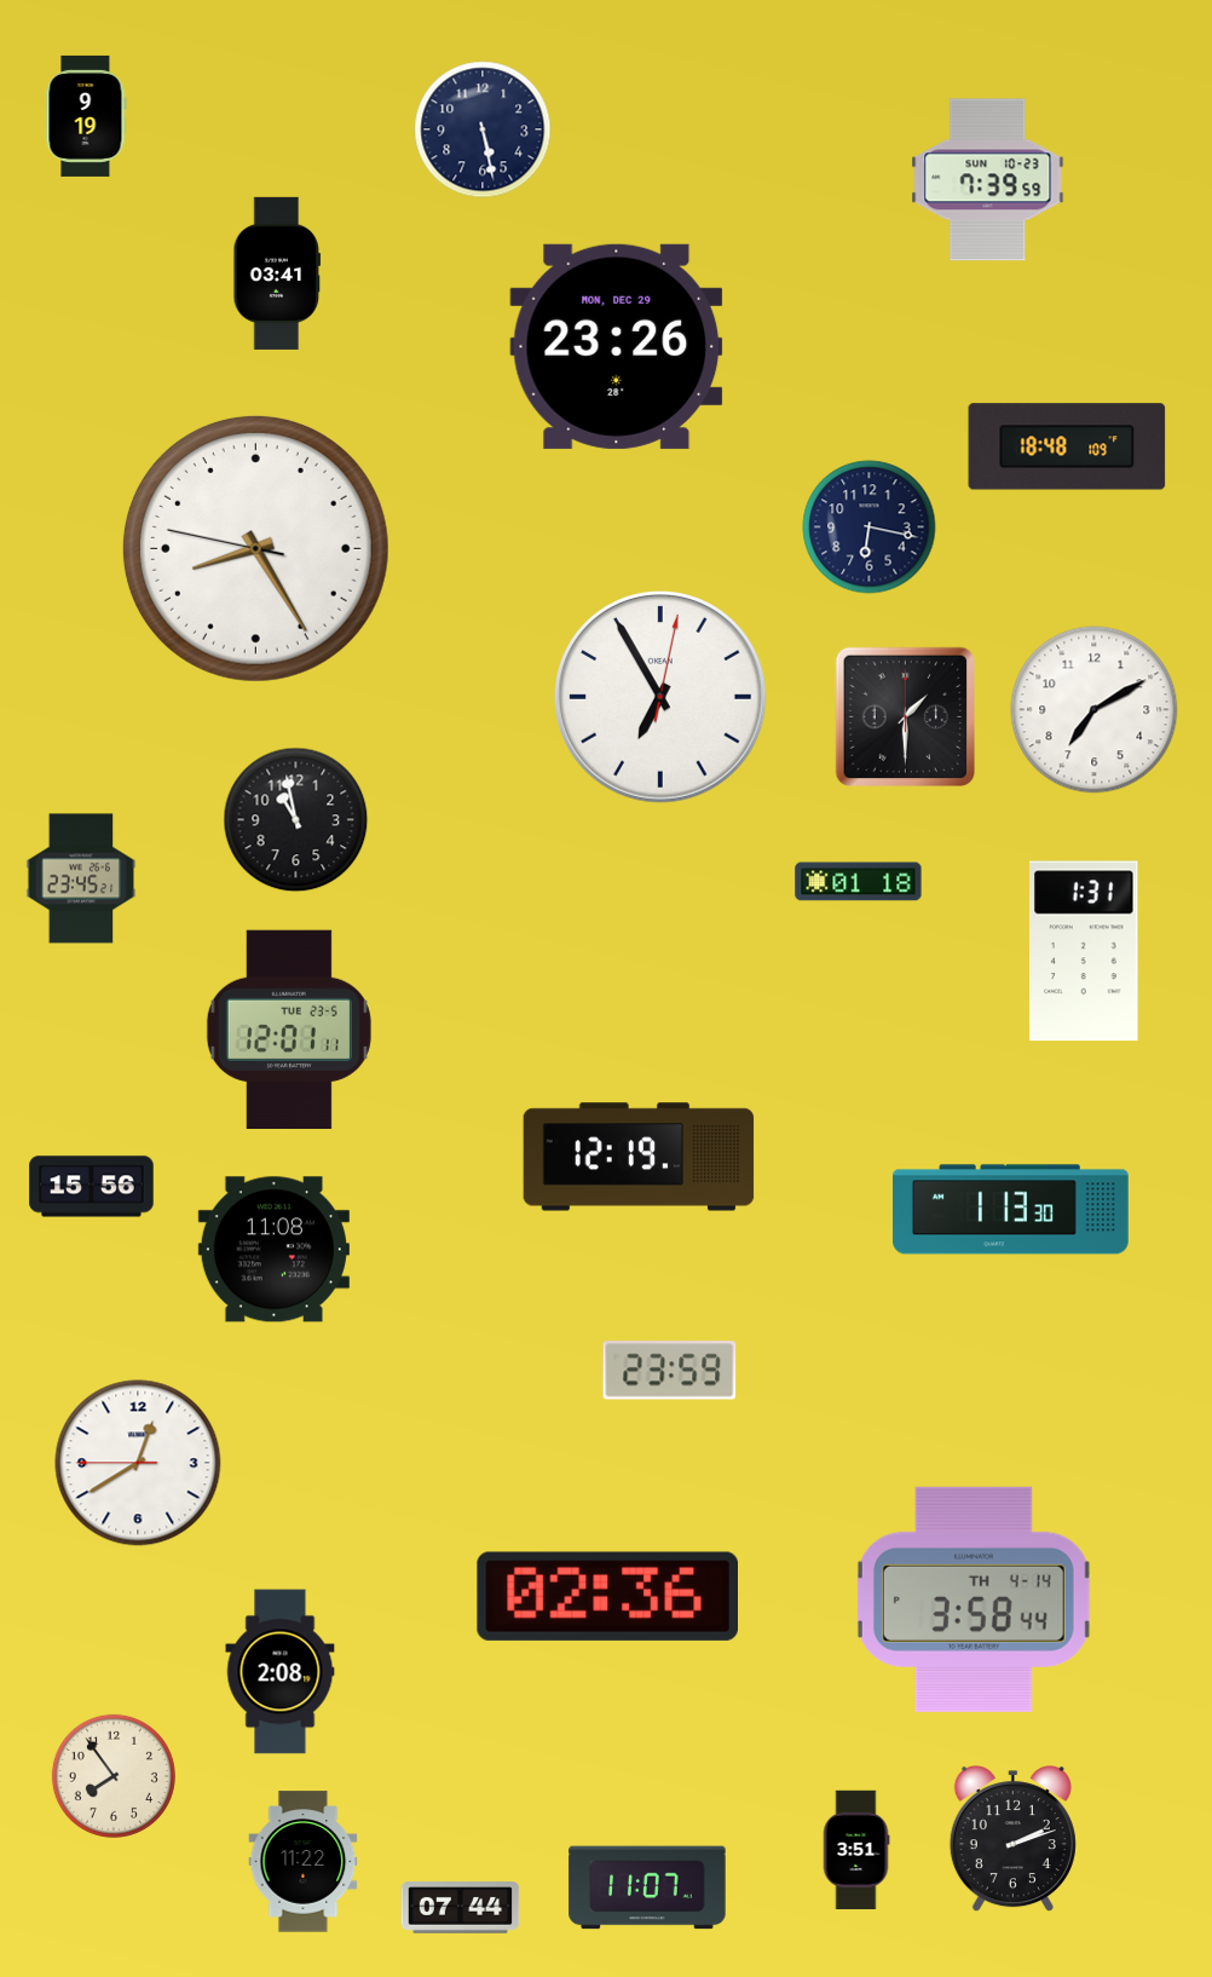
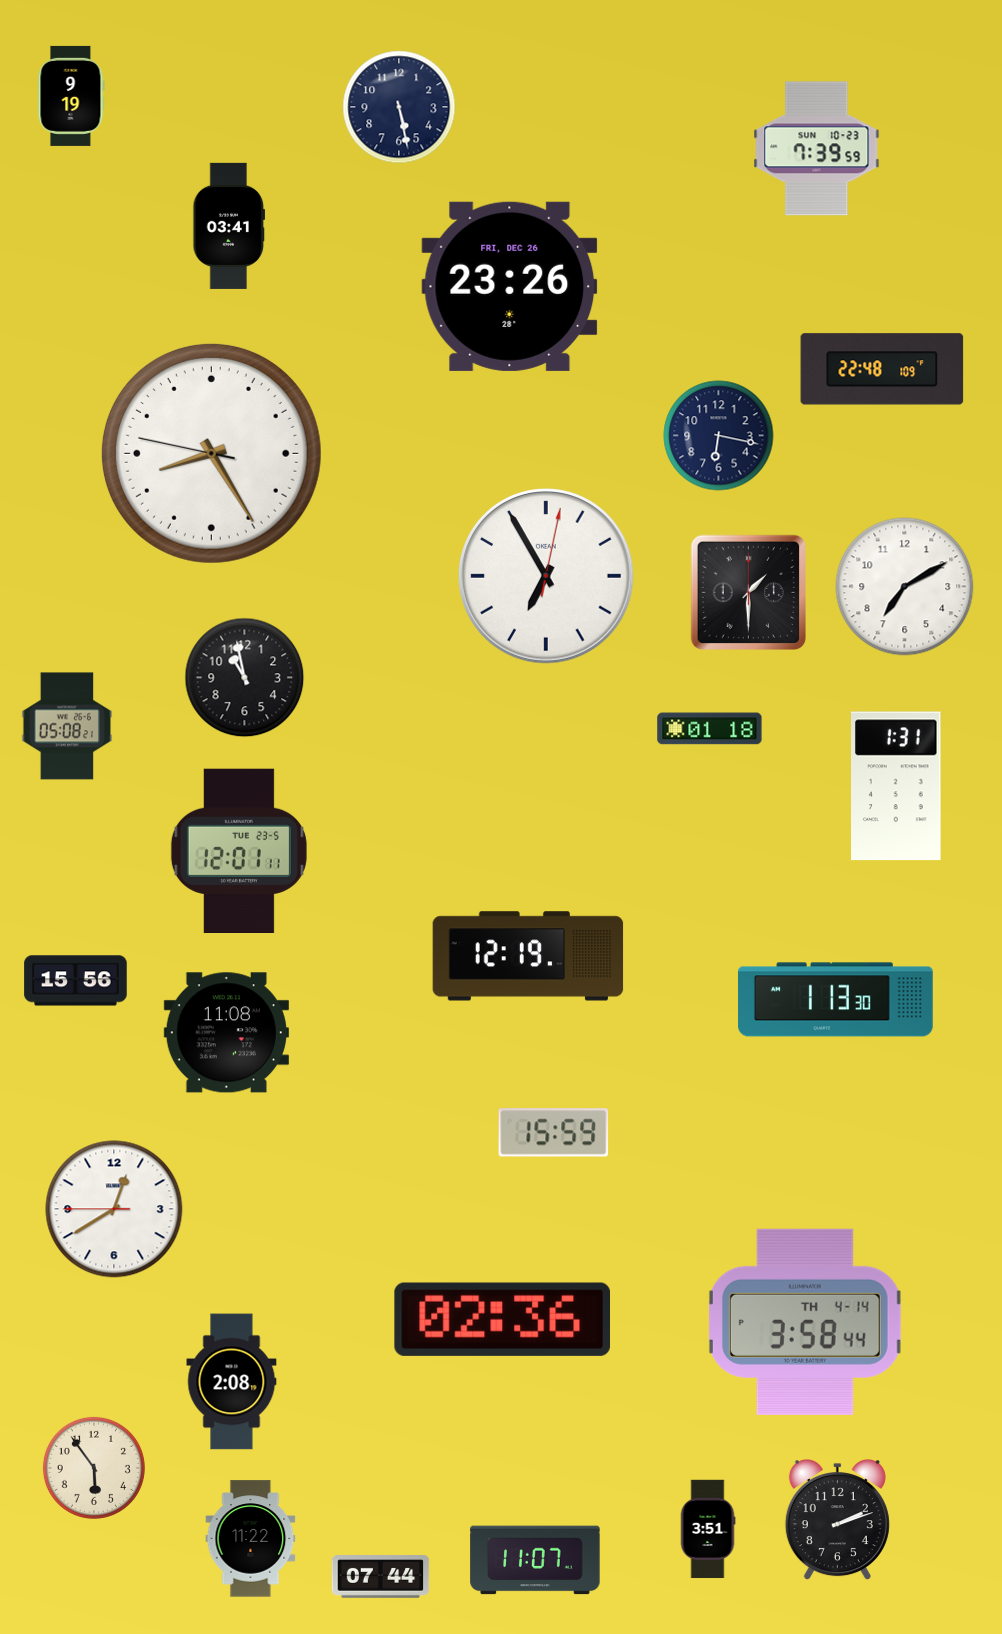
clock at (617, 346) date: MON, DEC 29 -> FRI, DEC 26
clock at (1067, 446): 18:48 -> 22:48
clock at (81, 878): 23:45 -> 05:08
clock at (670, 1371): 23:59 -> 15:59
clock at (114, 1776): 7:54 -> 5:54
